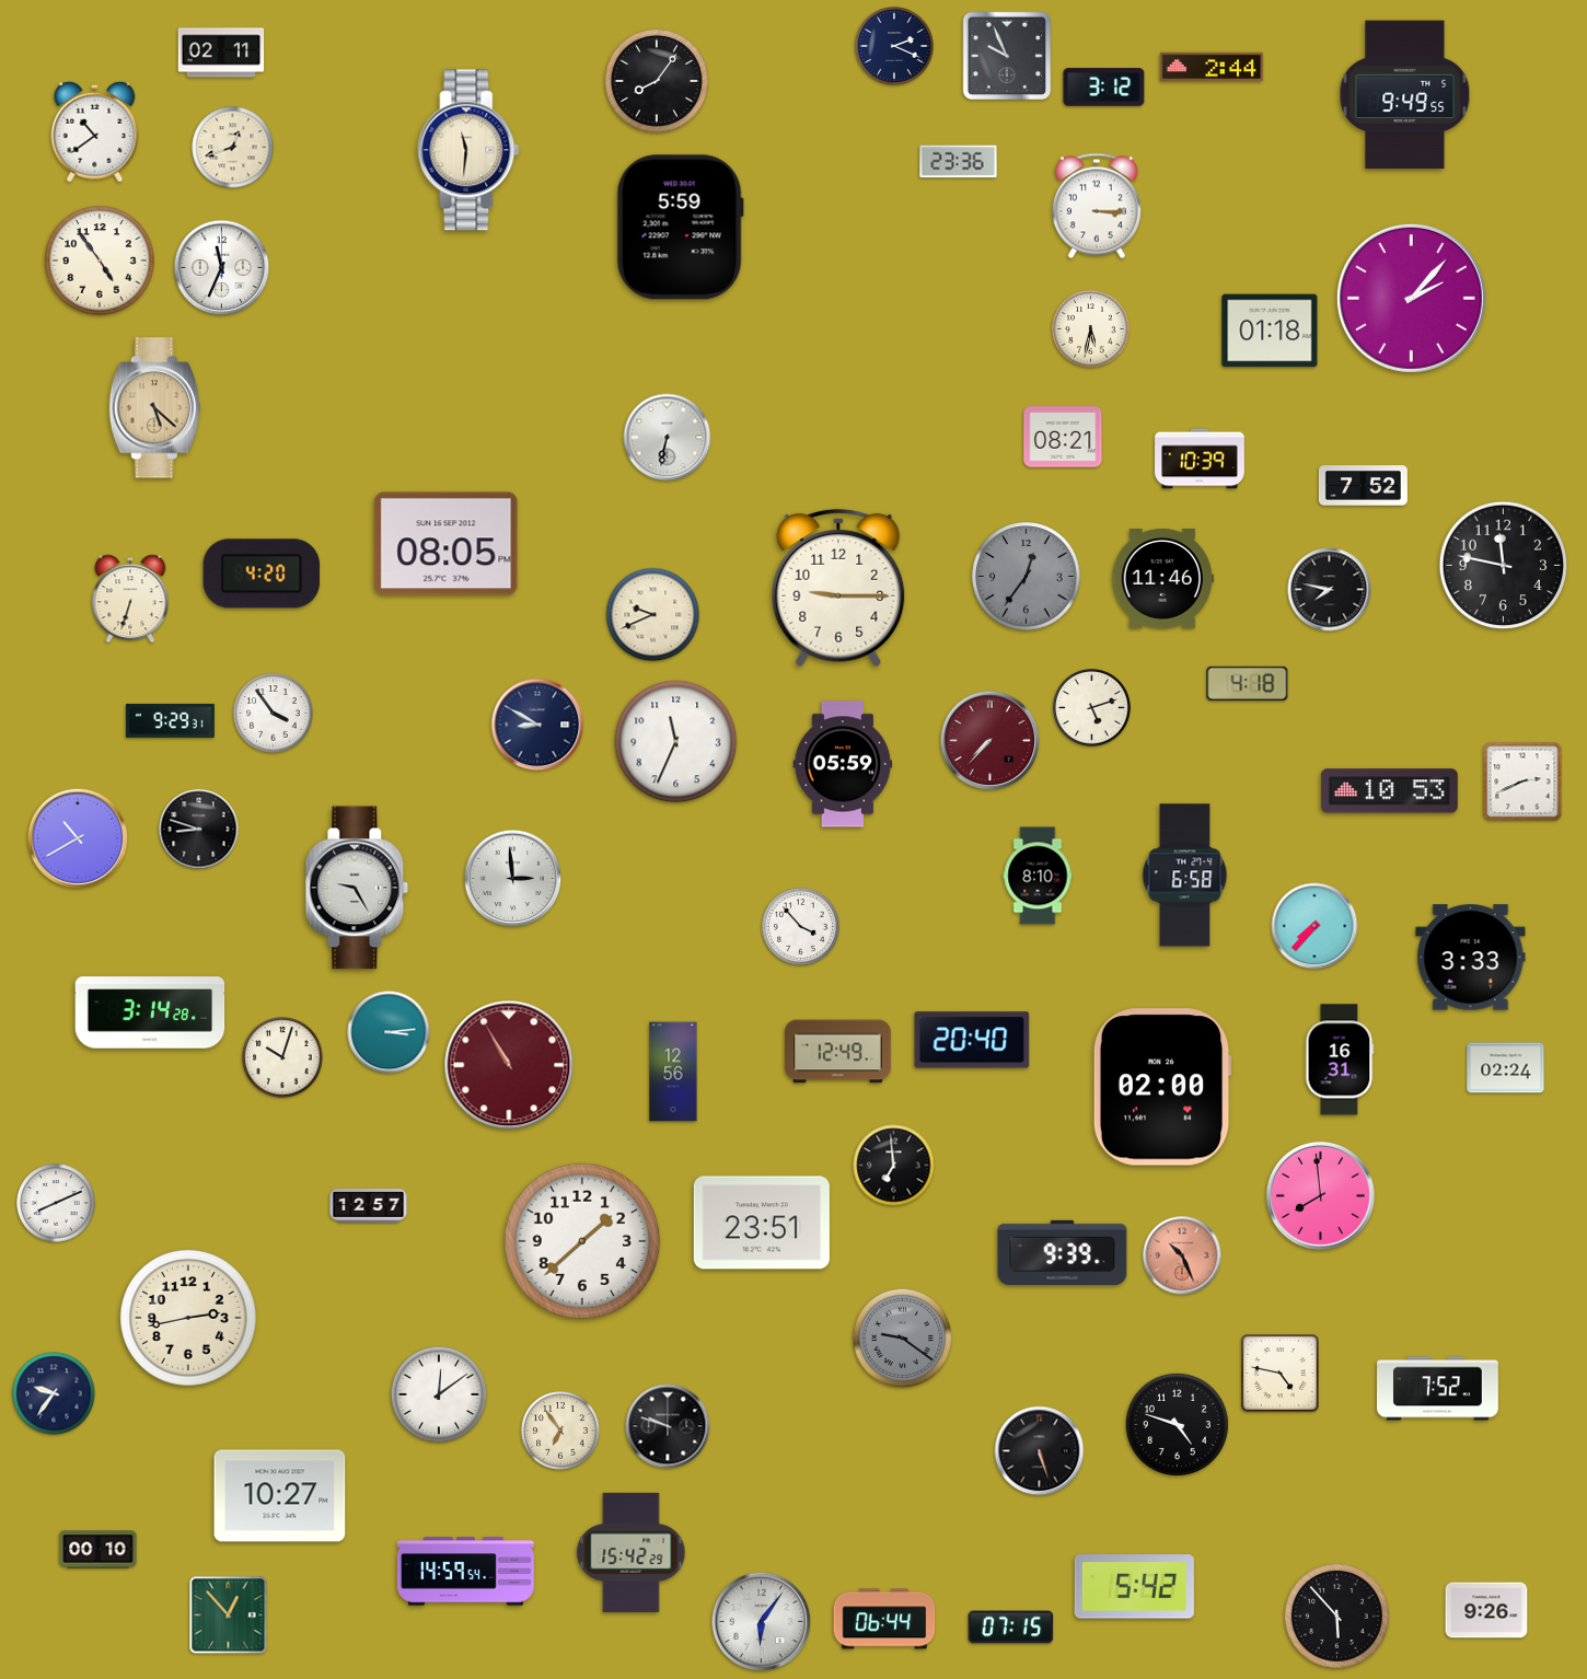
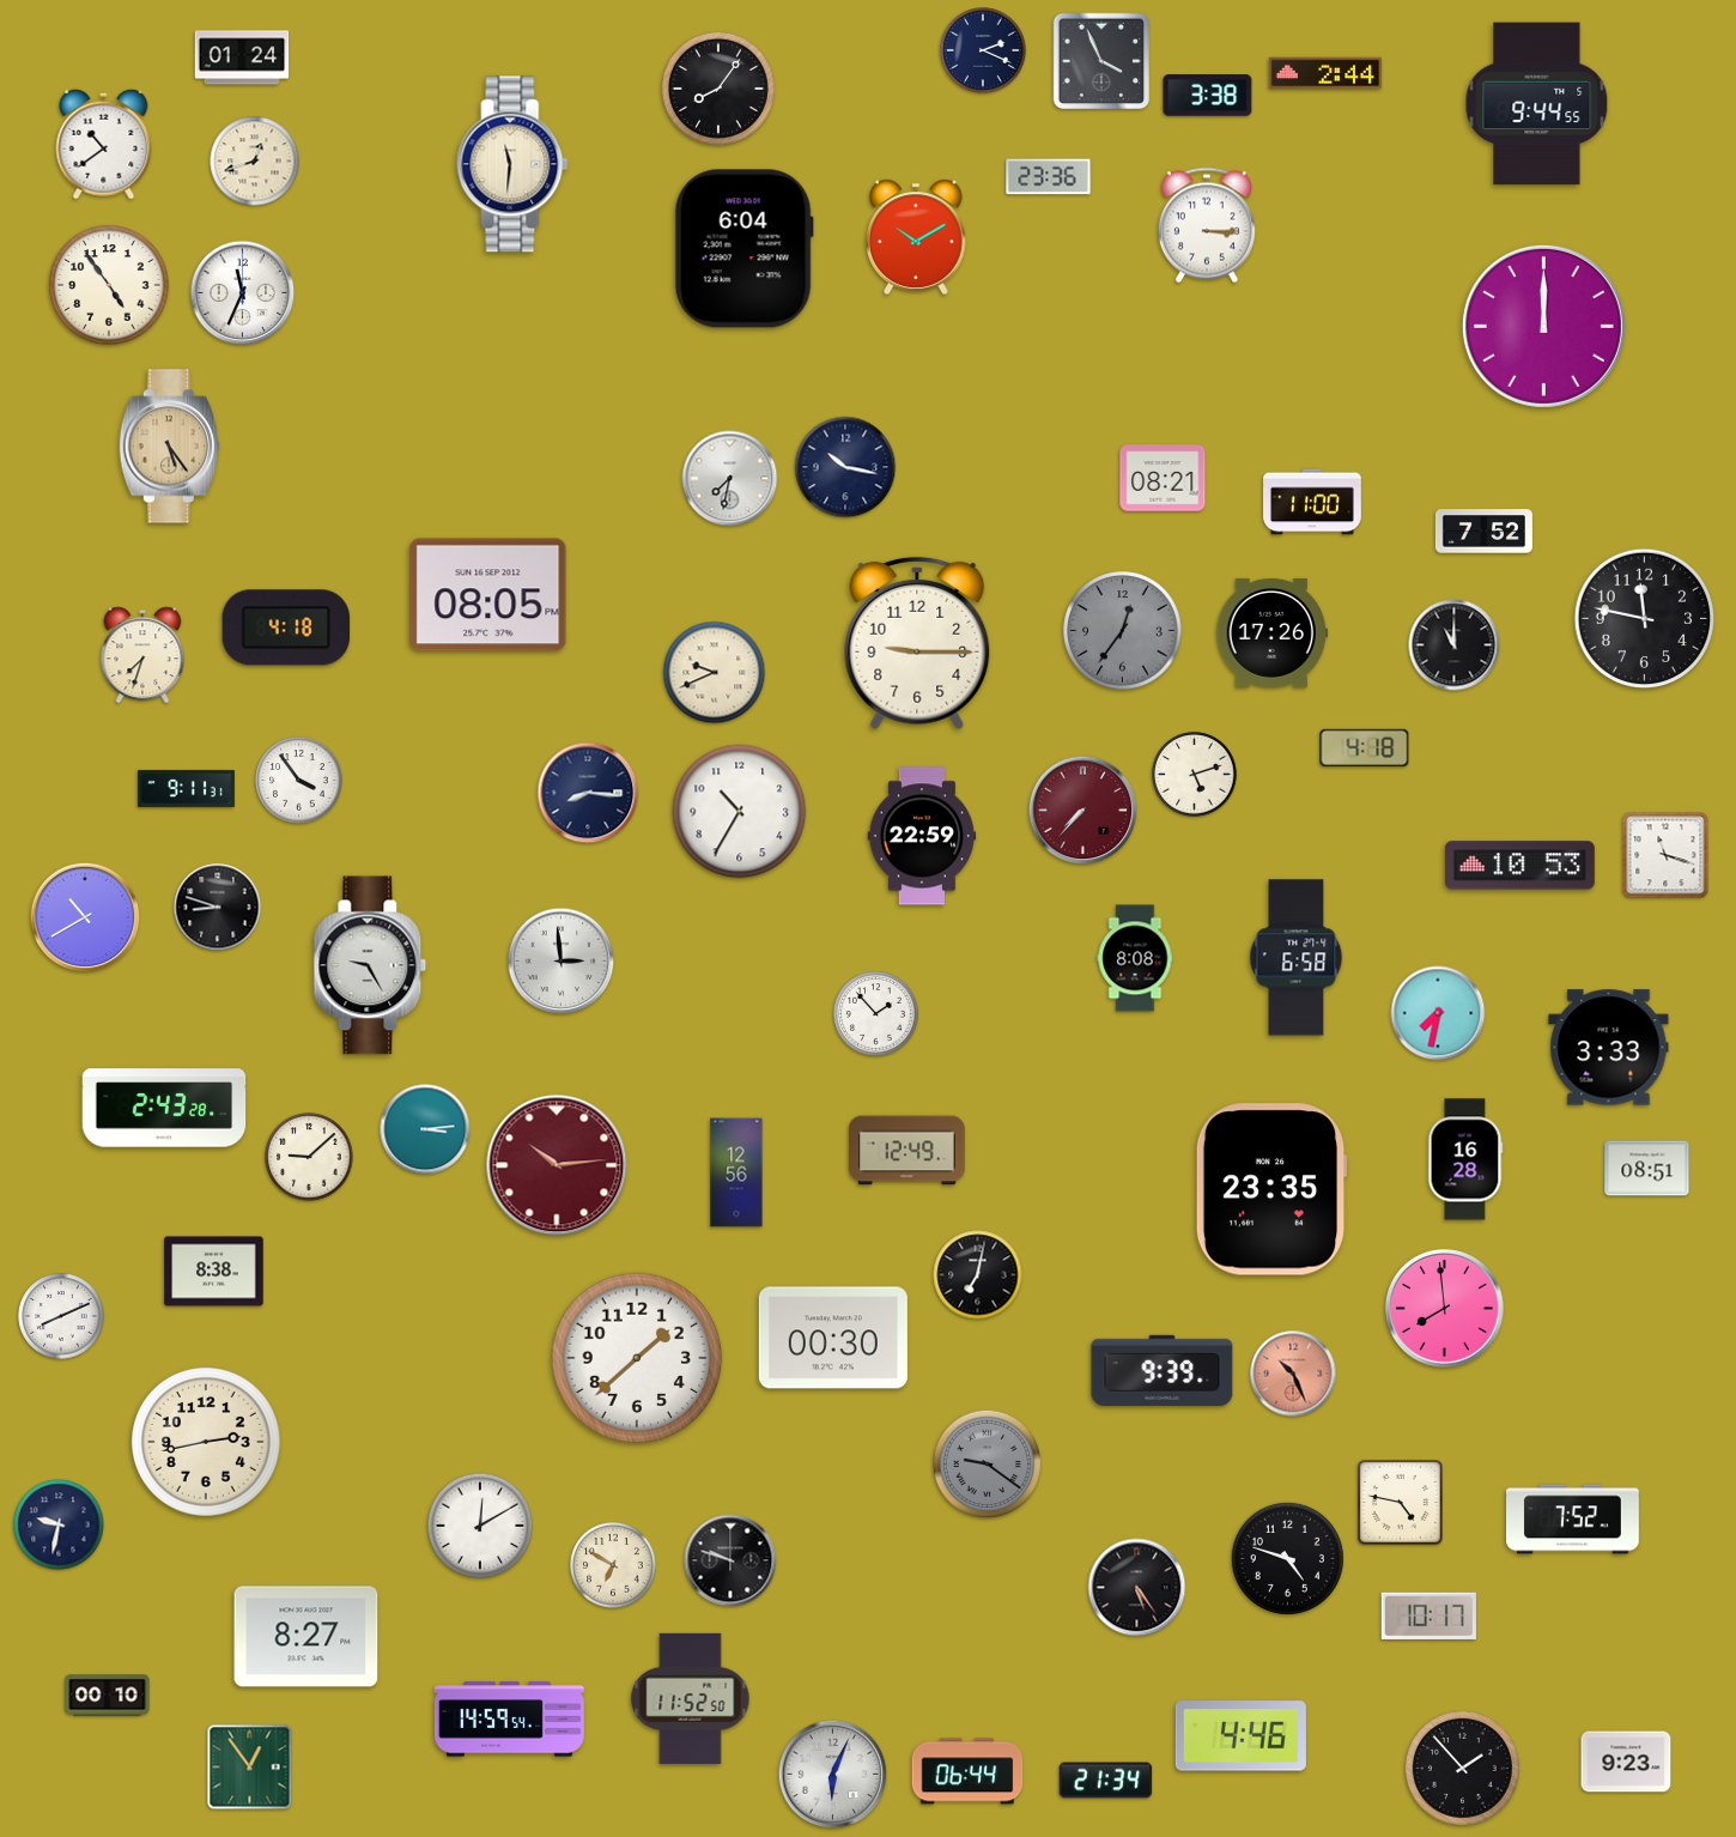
clock at (894, 46) position: (894, 46) -> (983, 50)
clock at (221, 53): 02:11 -> 01:24
clock at (1007, 56): 9:56 -> 3:56
clock at (1104, 88): 3:12 -> 3:38
clock at (1405, 95): 9:49 -> 9:44
clock at (1097, 206) position: (1097, 206) -> (1207, 225)
clock at (916, 237): none -> 10:10
clock at (680, 228): 5:59 -> 6:04
clock at (1411, 298): 2:07 -> 12:00
clock at (1091, 329): 5:32 -> none
clock at (1270, 331): 01:18 -> none
clock at (154, 408): 5:22 -> 5:24
clock at (845, 467): none -> 10:17
clock at (668, 438): 6:32 -> 7:32
clock at (1200, 459): 10:39 -> 11:00
clock at (1363, 486) position: (1363, 486) -> (1483, 532)
clock at (262, 574): 4:20 -> 4:18
clock at (1162, 578): 11:46 -> 17:26
clock at (1330, 590): 7:47 -> 11:00
clock at (130, 599): 6:33 -> 7:33
clock at (170, 720): 9:29 -> 9:11
clock at (537, 725): 8:50 -> 8:16
clock at (676, 742): 11:34 -> 10:35
clock at (843, 764): 05:59 -> 22:59
clock at (1522, 781): 2:41 -> 11:18
clock at (1038, 876): 8:10 -> 8:08
clock at (357, 888) position: (357, 888) -> (370, 965)
clock at (1314, 926): 7:37 -> 7:32
clock at (801, 927): 3:53 -> 1:53
clock at (150, 1012): 3:14 -> 2:43
clock at (972, 1040): 20:40 -> none
clock at (838, 1052) position: (838, 1052) -> (908, 1151)
clock at (282, 1057): 10:03 -> 9:08
clock at (1340, 1059): 16:31 -> 16:28
clock at (509, 1065): 10:55 -> 10:14
clock at (1506, 1068): 02:24 -> 08:51
clock at (1162, 1087): 02:00 -> 23:35
clock at (214, 1272): none -> 8:38
clock at (894, 1166): 6:59 -> 7:02
clock at (369, 1206): 12:57 -> none
clock at (762, 1223): 23:51 -> 00:30
clock at (54, 1393): 9:36 -> 9:32
clock at (439, 1394): 12:09 -> 12:10
clock at (560, 1431): 6:54 -> 6:50
clock at (1040, 1451): 5:27 -> 5:24
clock at (1428, 1615): none -> 10:17
clock at (280, 1496): 10:27 -> 8:27
clock at (632, 1552): 15:42 -> 11:52
clock at (1134, 1587): 5:42 -> 4:46
clock at (1486, 1610): 9:26 -> 9:23
clock at (229, 1616): 12:53 -> 12:54
clock at (1336, 1616): 5:53 -> 1:53
clock at (762, 1622): 6:06 -> 6:04
clock at (1011, 1628): 07:15 -> 21:34
